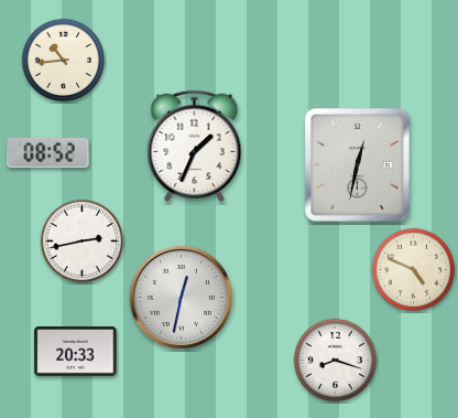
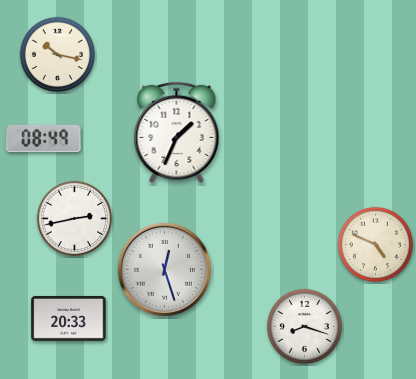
clock at (63, 60): 10:44 -> 10:17
clock at (48, 152): 08:52 -> 08:49
clock at (358, 165): 12:32 -> none
clock at (181, 297): 12:32 -> 12:27
